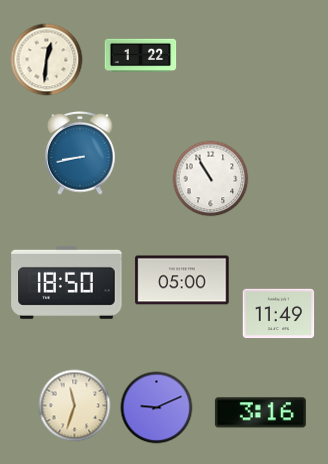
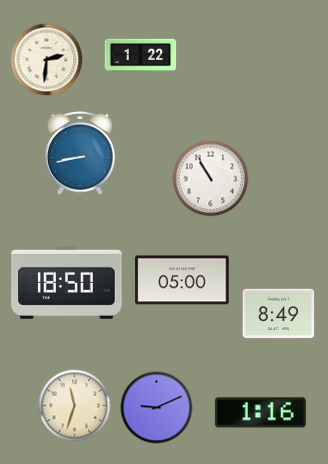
clock at (47, 60): 12:31 -> 2:31
clock at (279, 314): 11:49 -> 8:49
clock at (260, 413): 3:16 -> 1:16
